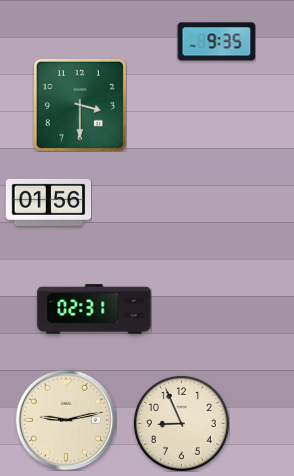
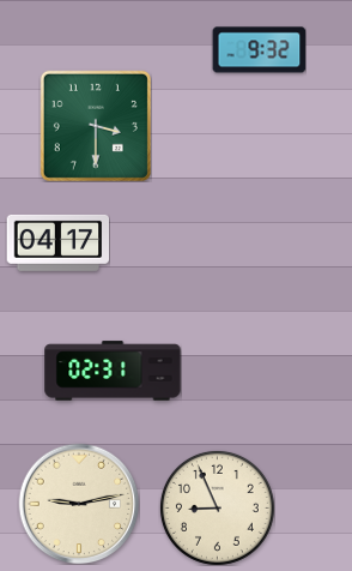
clock at (216, 42): 9:35 -> 9:32
clock at (48, 202): 01:56 -> 04:17
